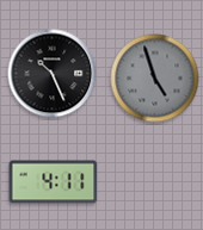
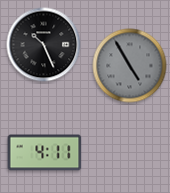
clock at (53, 74) position: (53, 74) -> (44, 45)
clock at (155, 79): 4:57 -> 4:55
